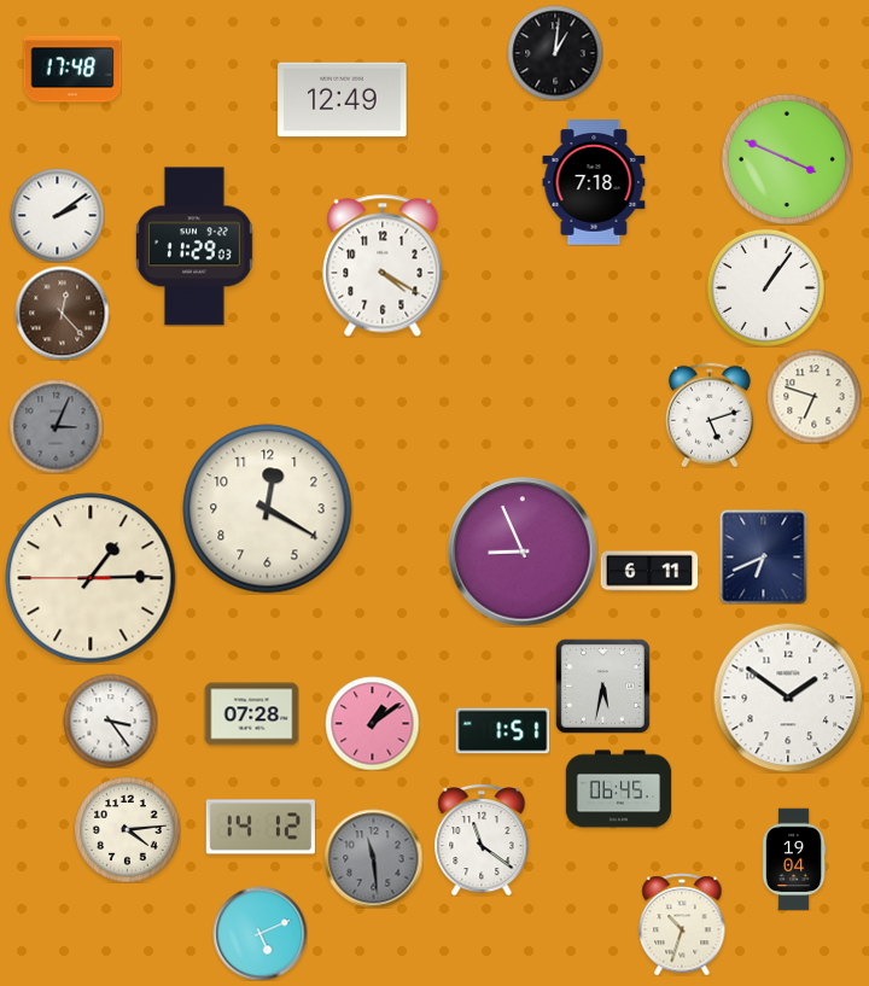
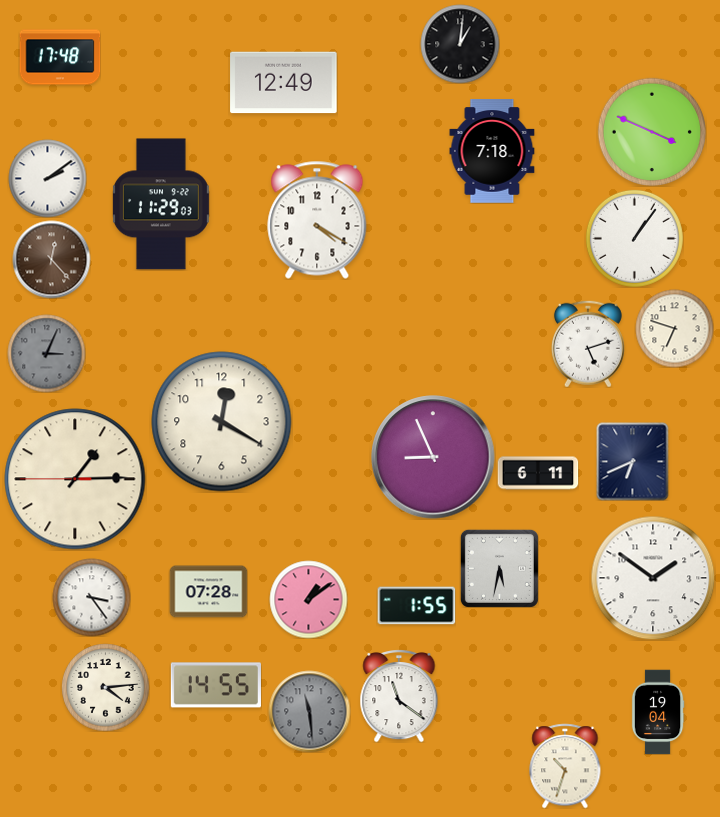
clock at (502, 731): 1:51 -> 1:55
clock at (618, 789): 06:45 -> none
clock at (261, 827): 14:12 -> 14:55
clock at (259, 933): 5:11 -> none
